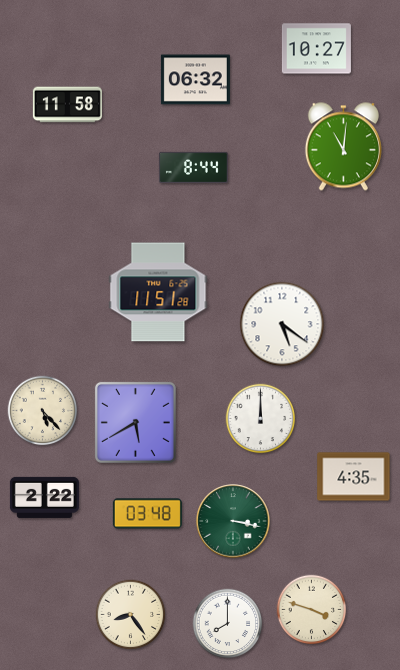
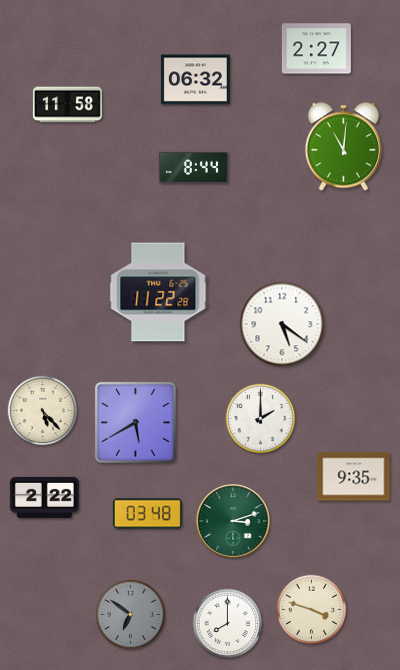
clock at (316, 49): 10:27 -> 2:27
clock at (158, 292): 11:51 -> 11:22
clock at (261, 419): 12:00 -> 2:00
clock at (354, 477): 4:35 -> 9:35
clock at (233, 521): 3:17 -> 3:12
clock at (131, 615): 8:24 -> 6:51
clock at (131, 615) dial: cream -> grey
